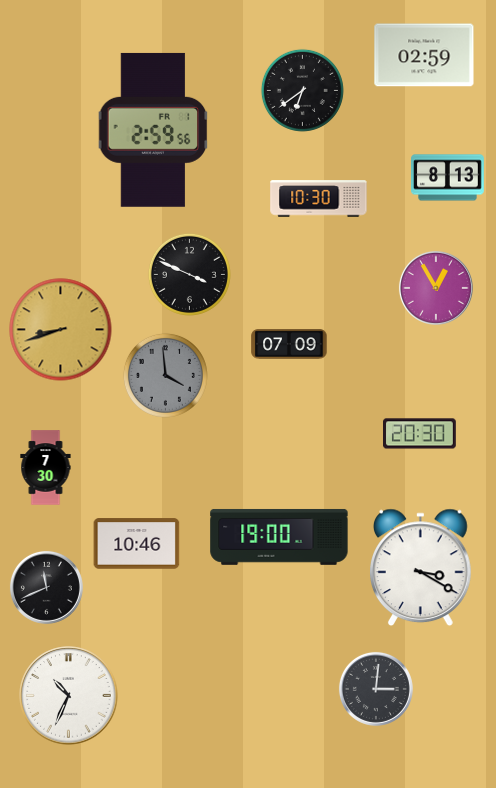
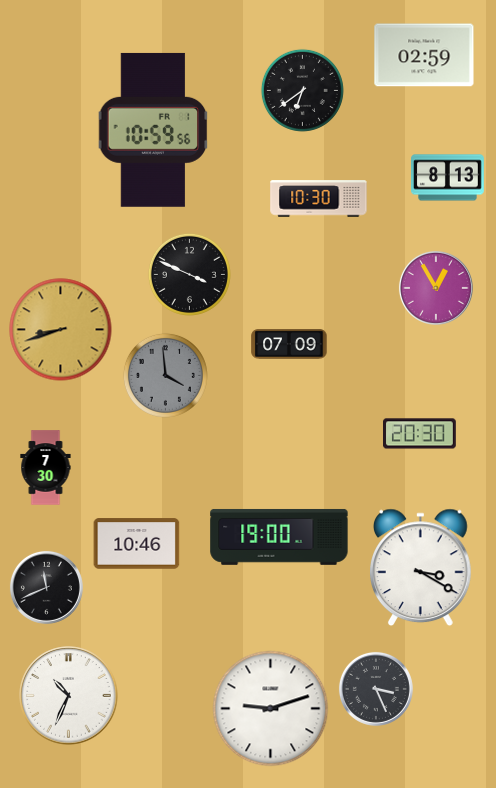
clock at (153, 130): 2:59 -> 10:59
clock at (376, 689): 3:01 -> 3:26
clock at (271, 709): none -> 9:12
